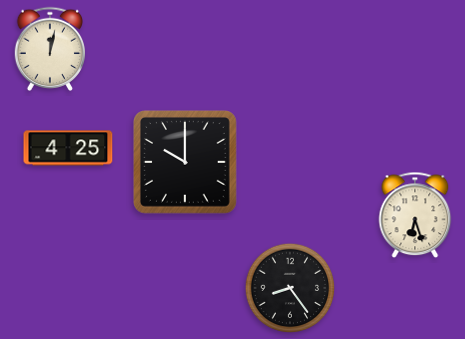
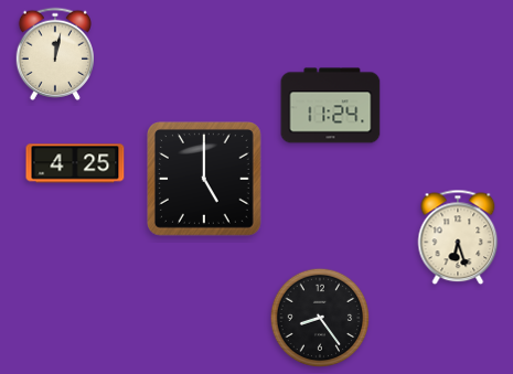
clock at (331, 106): none -> 11:24
clock at (186, 163): 10:00 -> 5:00
